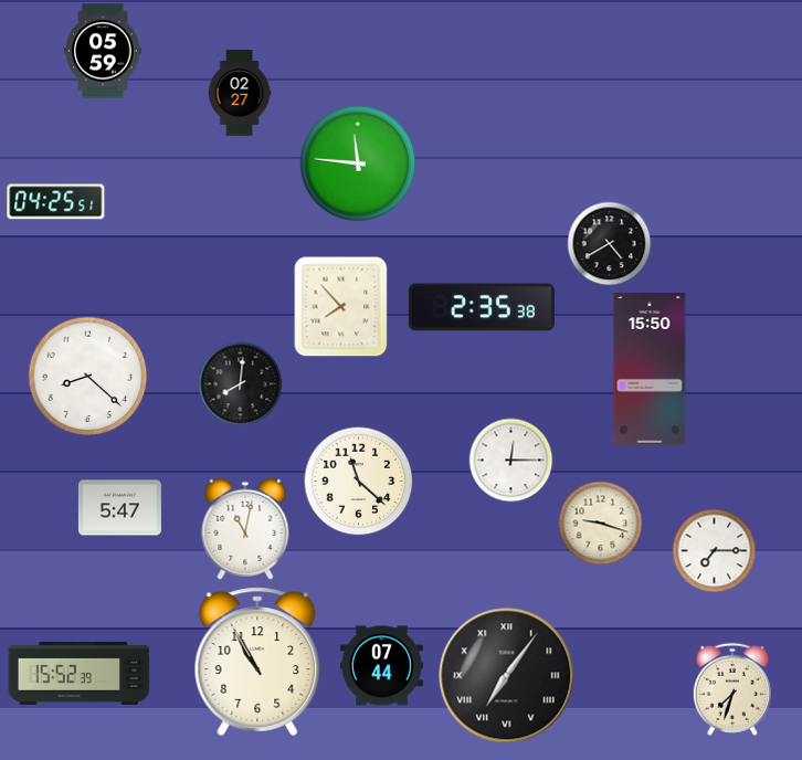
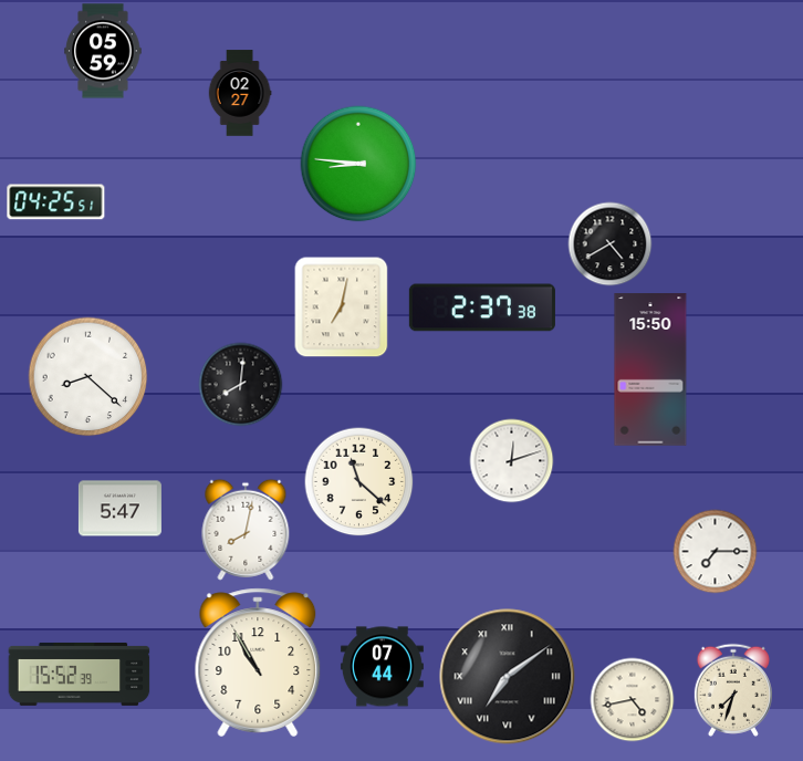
clock at (358, 163): 11:46 -> 8:46
clock at (341, 307): 7:53 -> 7:02
clock at (482, 307): 2:35 -> 2:37
clock at (511, 461): 12:15 -> 12:12
clock at (601, 524): 9:18 -> none
clock at (245, 529): 11:02 -> 8:02
clock at (507, 676): 7:06 -> 7:09
clock at (633, 700): none -> 4:43
